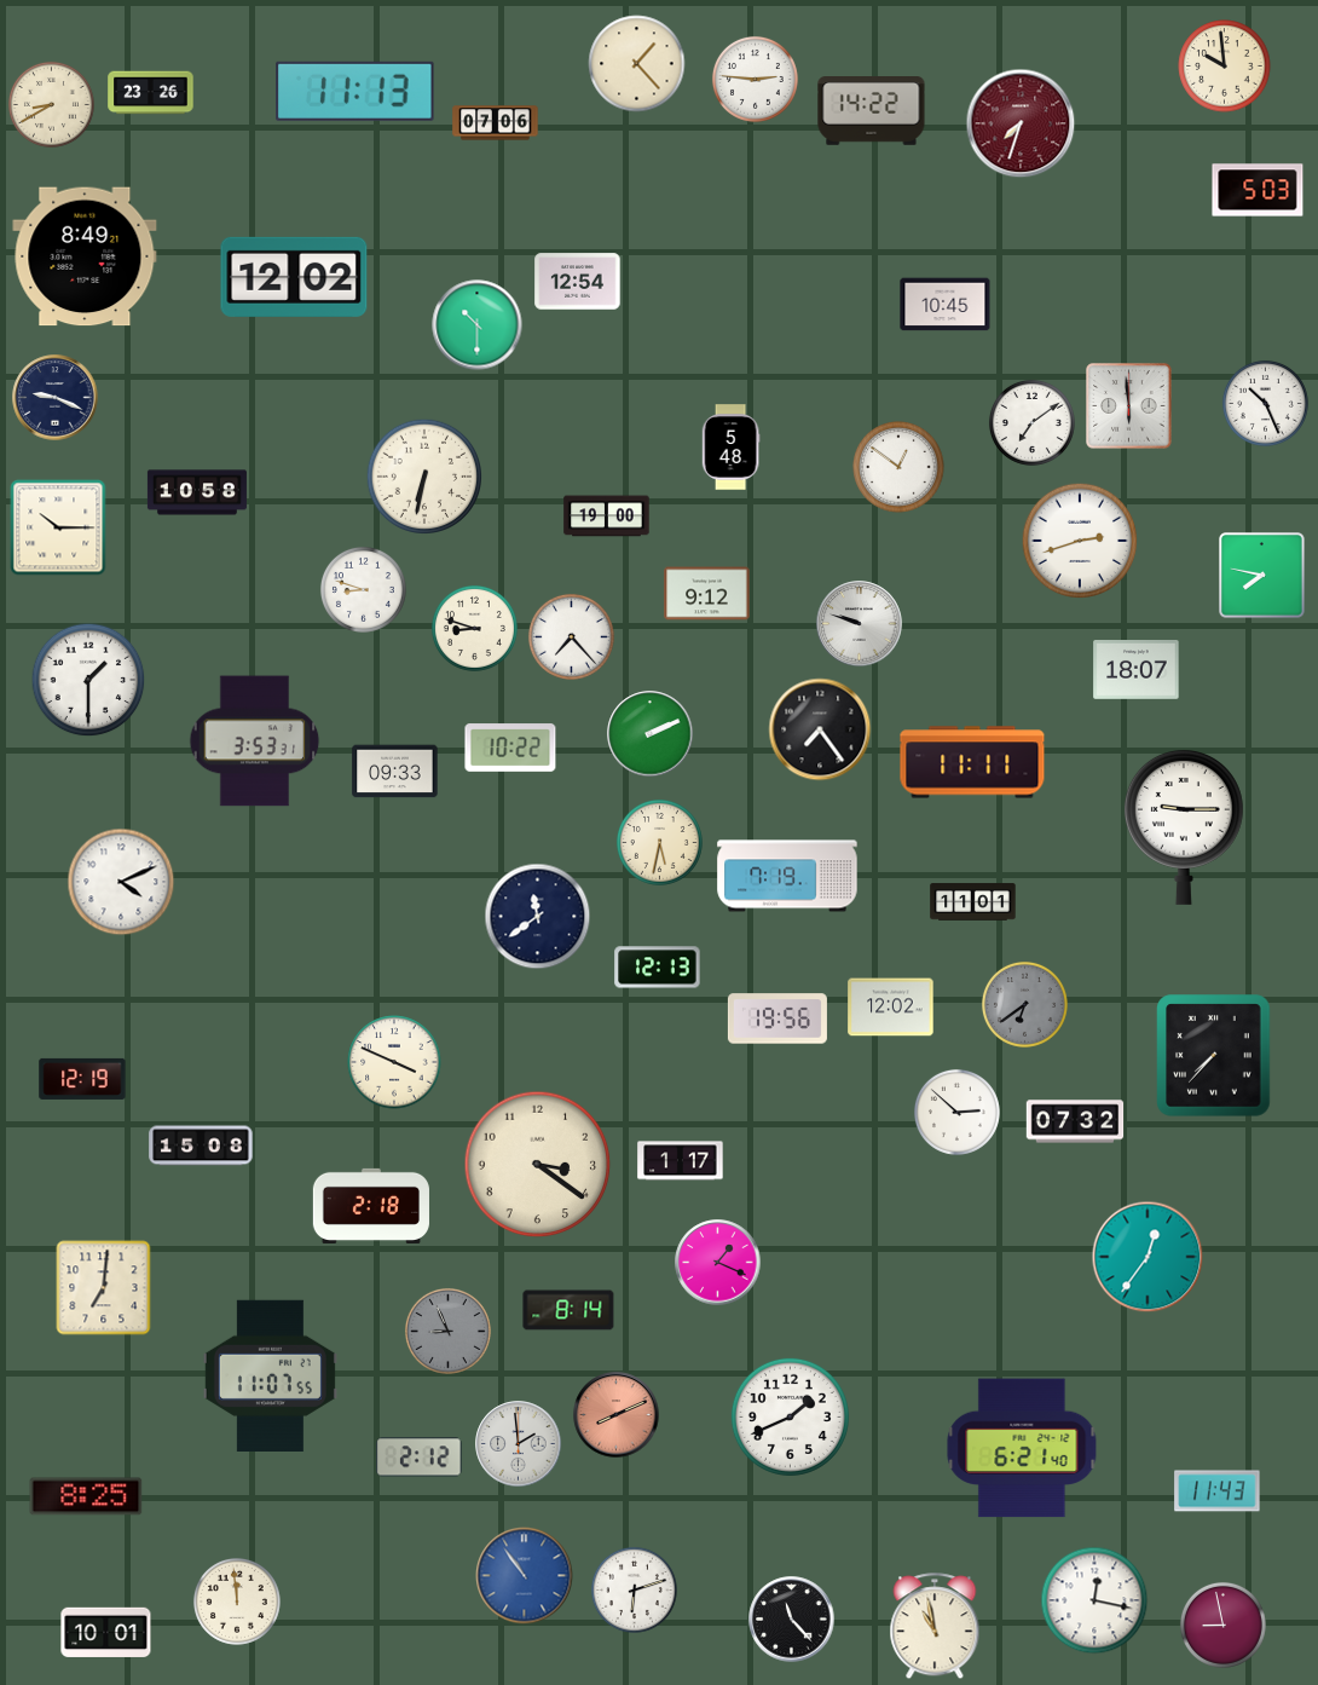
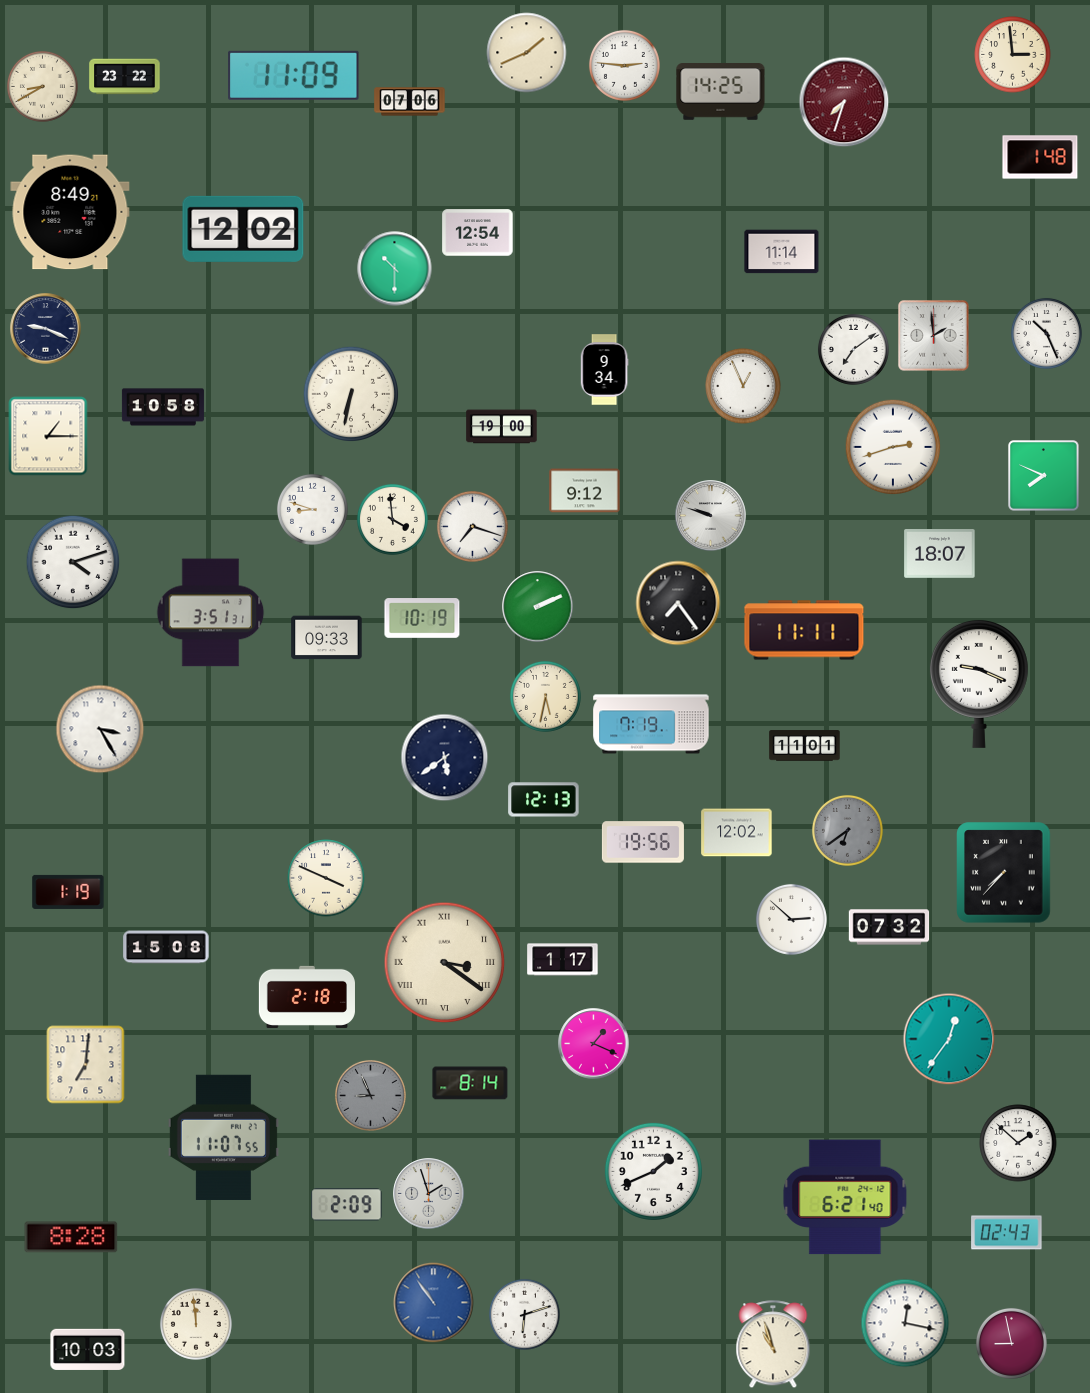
clock at (637, 64): 1:23 -> 1:41
clock at (1225, 67): 9:59 -> 2:59
clock at (355, 91): 11:13 -> 11:09
clock at (151, 93): 23:26 -> 23:22
clock at (872, 111): 14:22 -> 14:25
clock at (1258, 190): 5:03 -> 1:48
clock at (946, 305): 10:45 -> 11:14
clock at (1129, 406): 5:59 -> 1:59
clock at (730, 448): 5:48 -> 9:34
clock at (898, 467): 12:51 -> 12:56
clock at (58, 527): 10:15 -> 1:15
clock at (1262, 576): 7:47 -> 7:49
clock at (363, 589) position: (363, 589) -> (312, 509)
clock at (474, 628): 8:48 -> 3:59
clock at (571, 636): 7:23 -> 7:18
clock at (88, 680): 1:30 -> 4:12
clock at (255, 741): 3:53 -> 3:51
clock at (510, 748): 10:22 -> 10:19
clock at (1184, 826): 9:15 -> 9:19
clock at (121, 882): 4:11 -> 3:25
clock at (538, 917): 11:39 -> 5:39
clock at (82, 1079): 12:19 -> 1:19
clock at (538, 1165) numerals: Arabic -> Roman
clock at (447, 1331) position: (447, 1331) -> (370, 1095)
clock at (1018, 1143): none -> 1:52
clock at (617, 1415): 8:11 -> none
clock at (519, 1444): 1:59 -> 1:57
clock at (420, 1458): 2:12 -> 2:09
clock at (1218, 1491): 11:43 -> 02:43
clock at (86, 1496): 8:25 -> 8:28
clock at (792, 1620): 11:23 -> none
clock at (935, 1627): 10:58 -> 10:57
clock at (106, 1632): 10:01 -> 10:03
